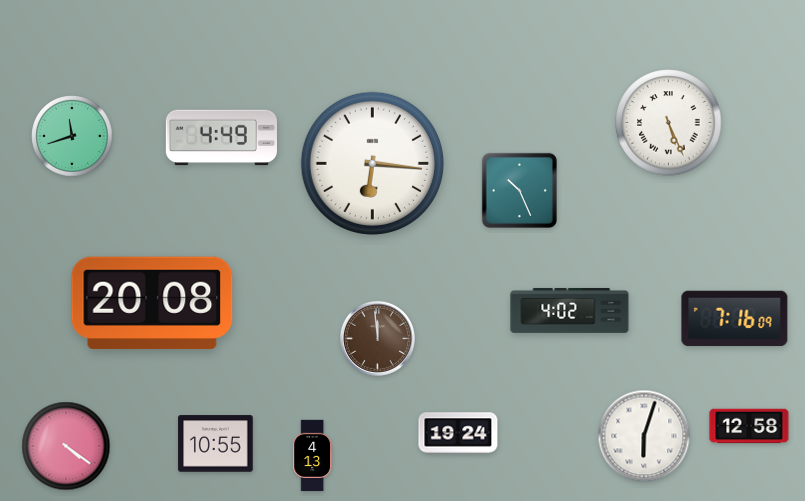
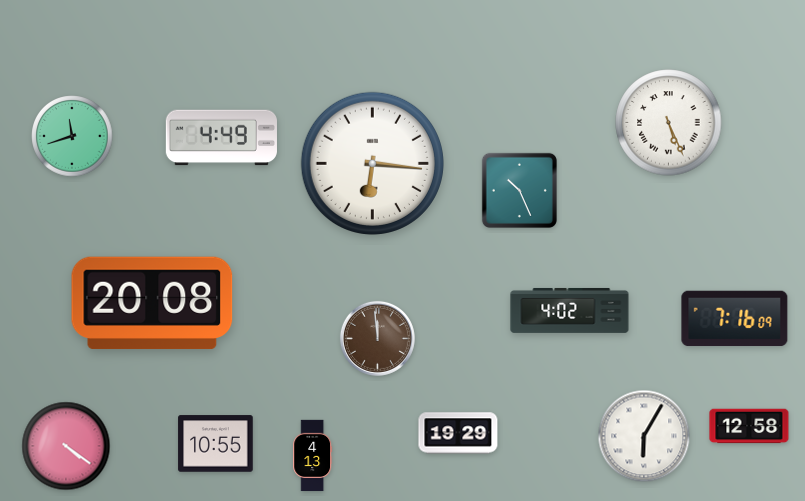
clock at (458, 433): 19:24 -> 19:29
clock at (644, 436): 6:03 -> 6:05
